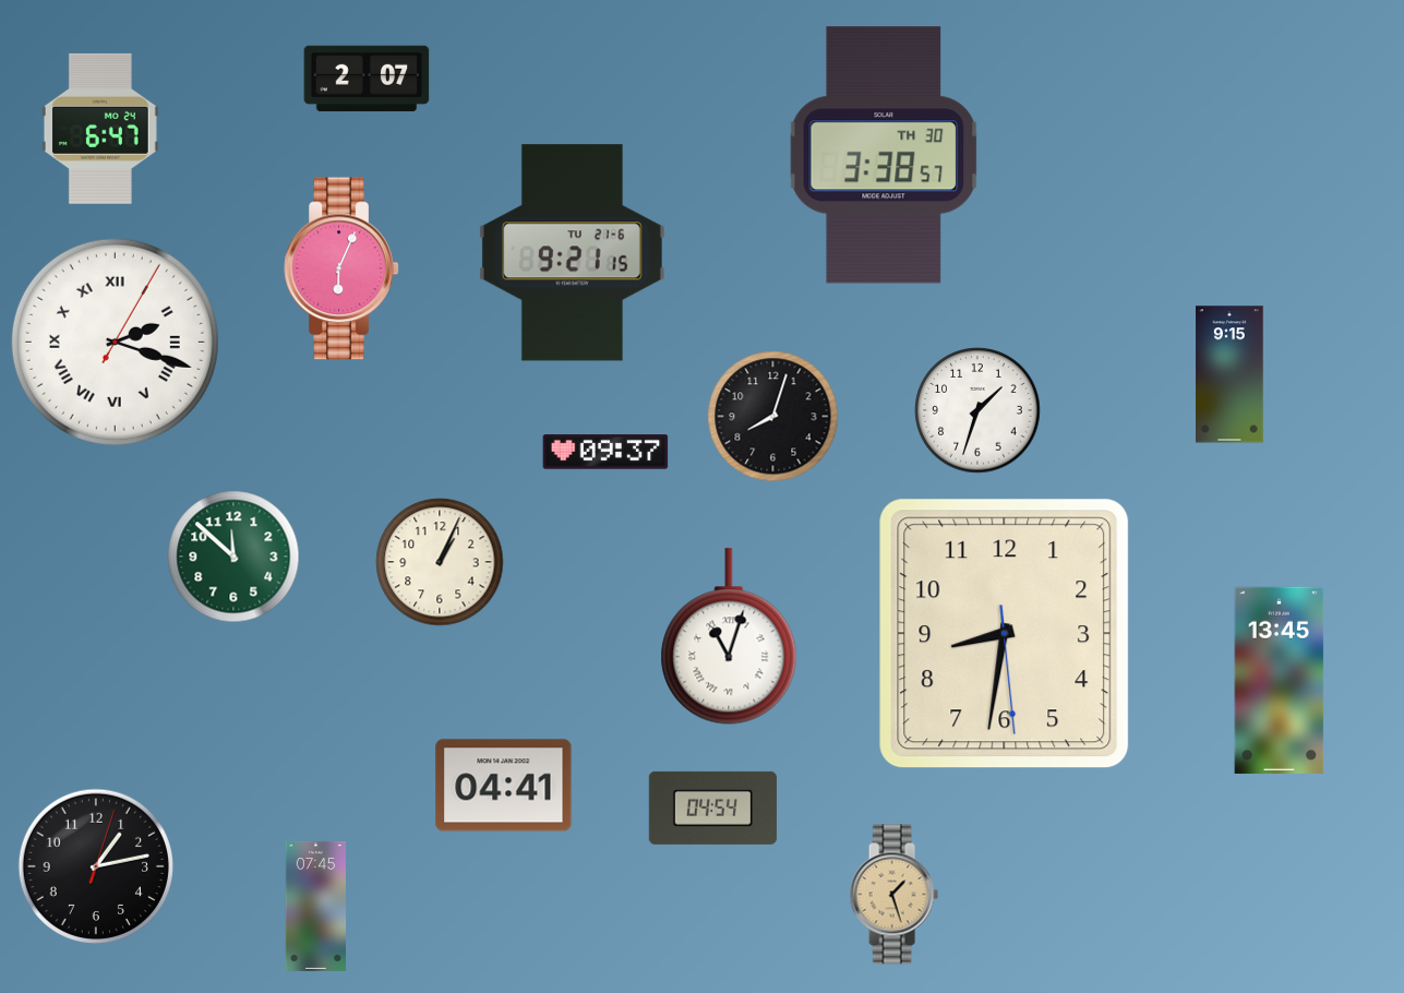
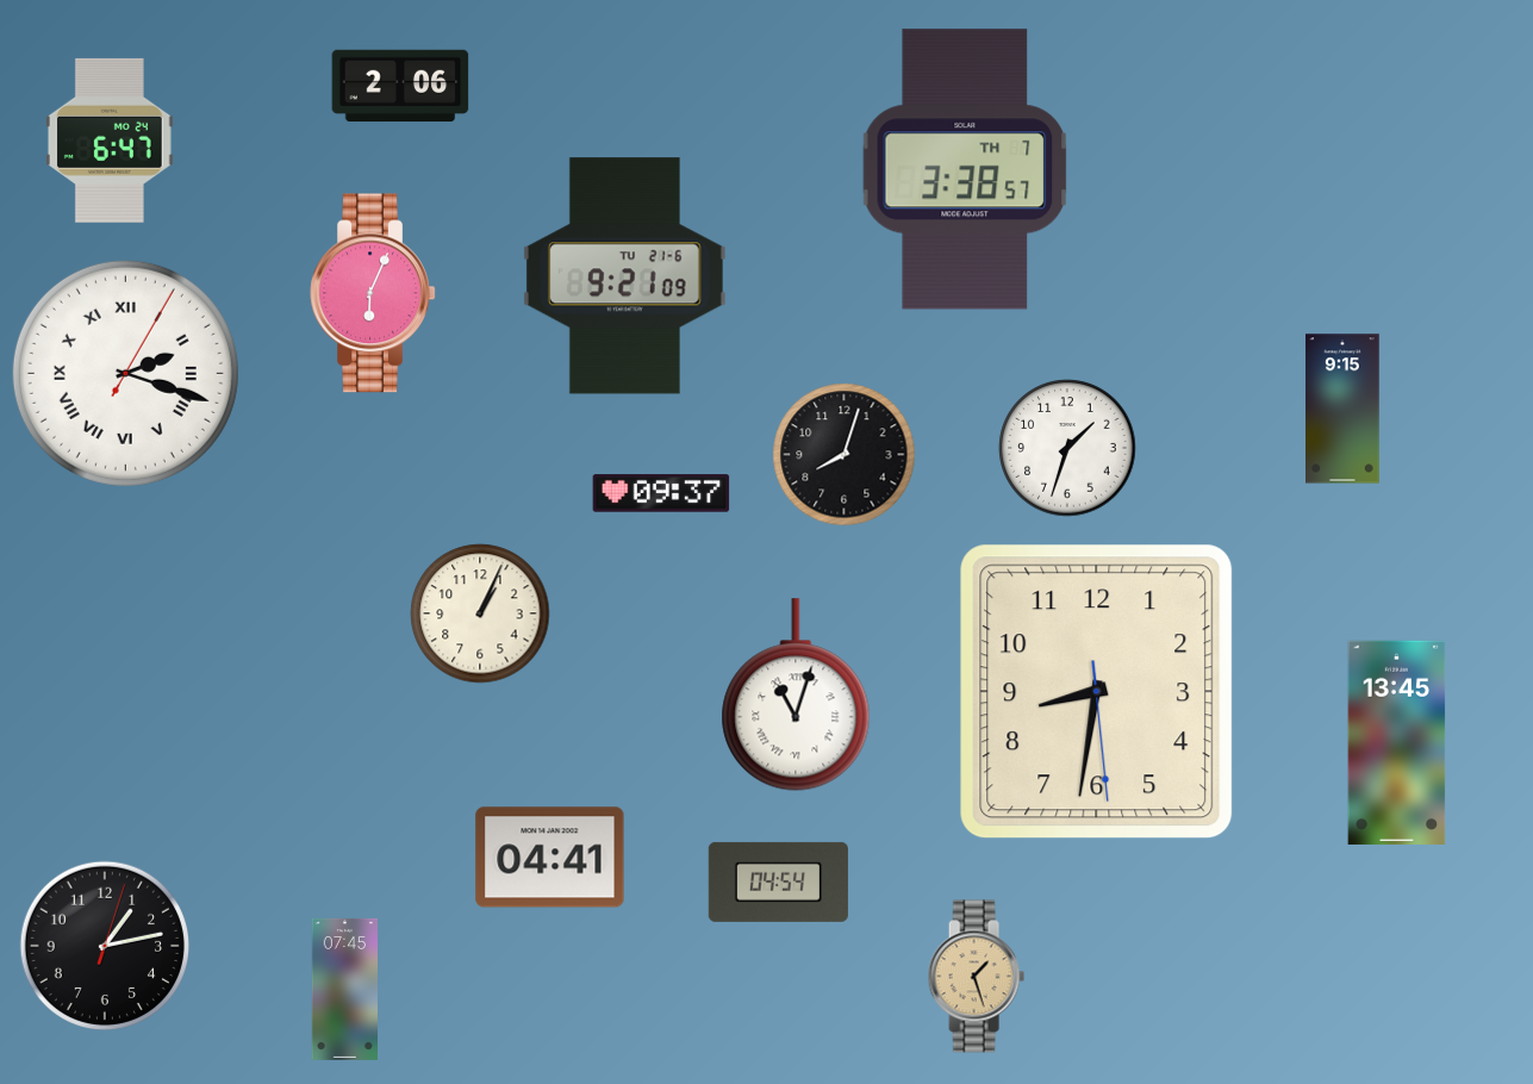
clock at (367, 79): 2:07 -> 2:06
clock at (884, 155) date: TH 30 -> TH 7
clock at (572, 253): 9:21:15 -> 9:21:09
clock at (233, 557): 11:52 -> none
